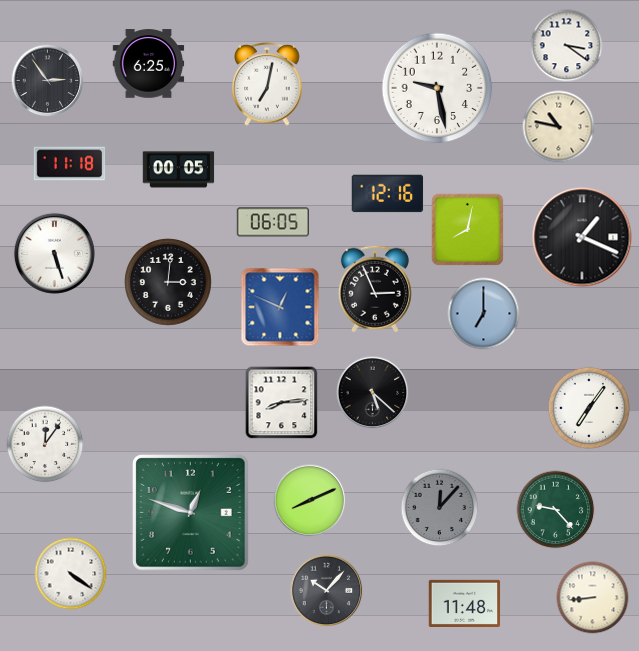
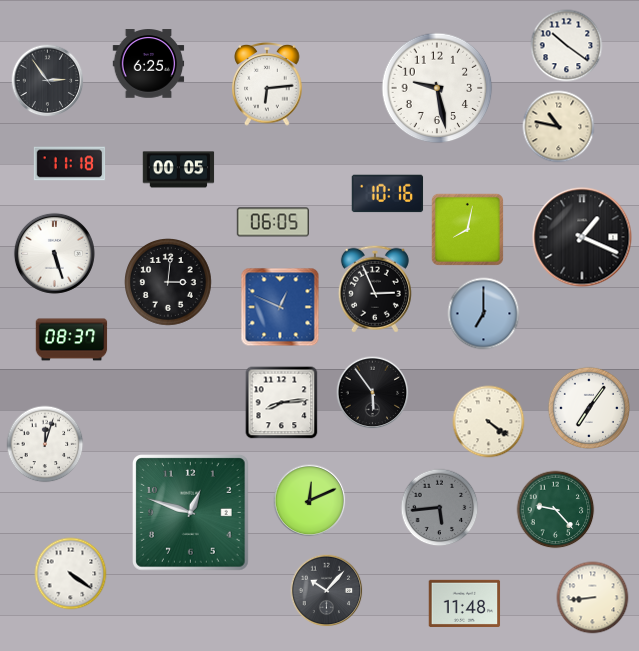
clock at (567, 46): 3:21 -> 10:21
clock at (267, 85): 7:02 -> 6:14
clock at (388, 194): 12:16 -> 10:16
clock at (72, 340): none -> 08:37
clock at (373, 393): 5:22 -> 5:54
clock at (489, 422): none -> 4:21
clock at (45, 444): 12:06 -> 12:03
clock at (310, 501): 8:11 -> 12:11
clock at (440, 508): 12:07 -> 5:44
